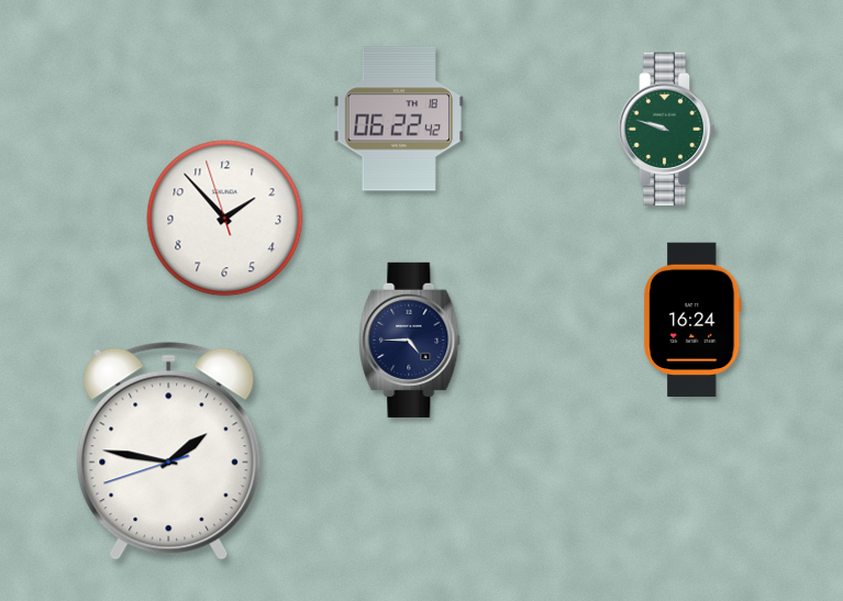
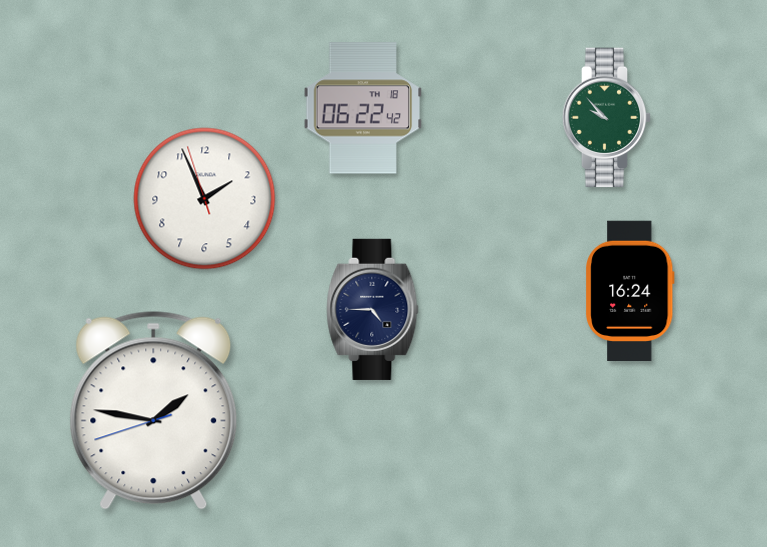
clock at (667, 130): 9:48 -> 9:53
clock at (225, 219): 1:52 -> 1:55
